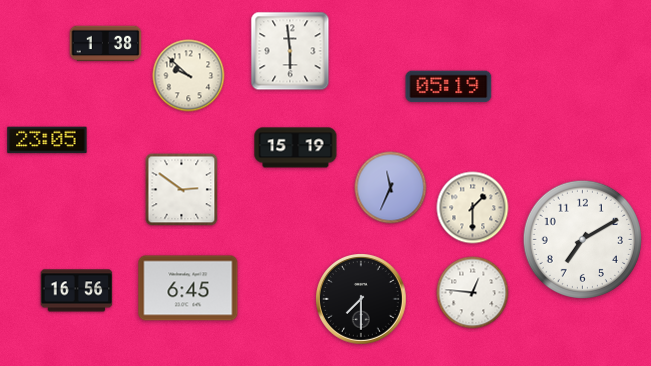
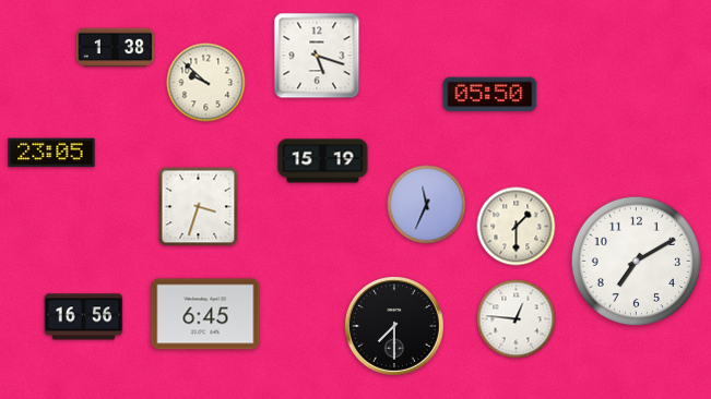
clock at (290, 51): 5:59 -> 5:18
clock at (449, 87): 05:19 -> 05:50
clock at (182, 190): 2:51 -> 3:33
